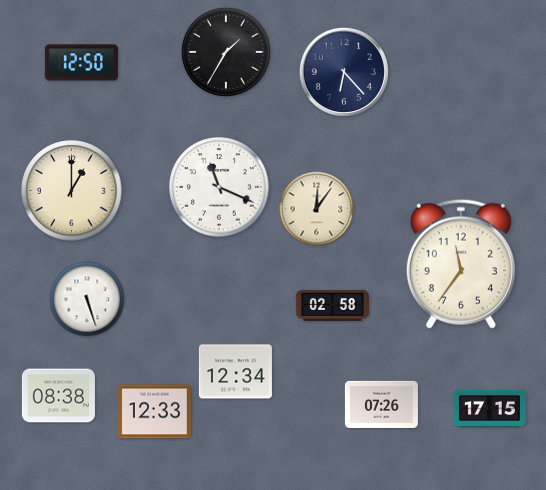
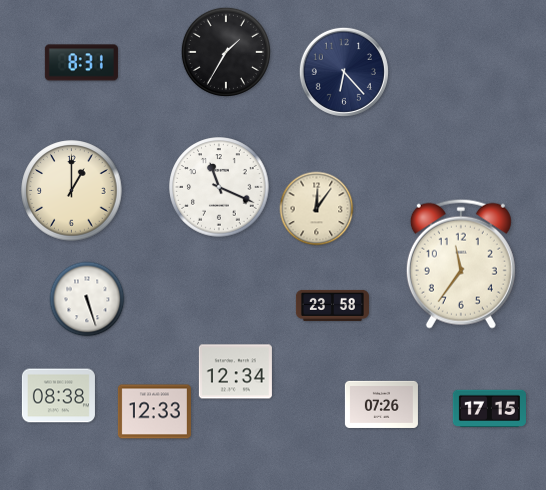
clock at (81, 63): 12:50 -> 8:31
clock at (332, 305): 02:58 -> 23:58
